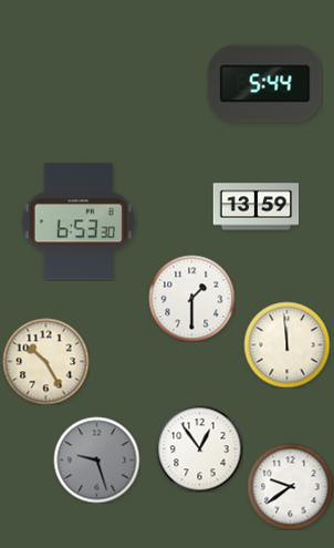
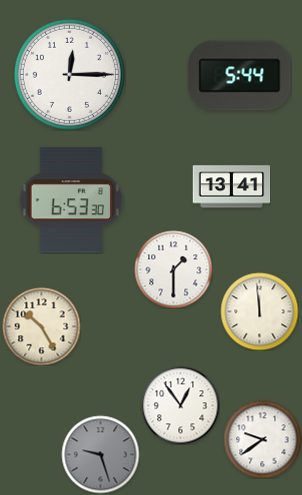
clock at (69, 74): none -> 12:15
clock at (255, 207): 13:59 -> 13:41
clock at (96, 459) position: (96, 459) -> (100, 454)
